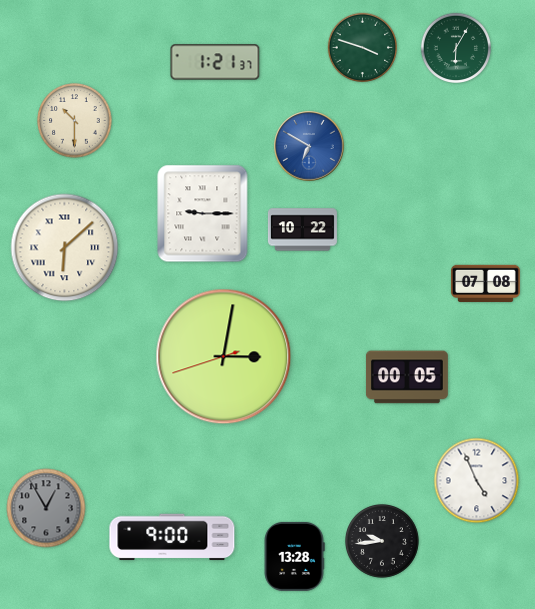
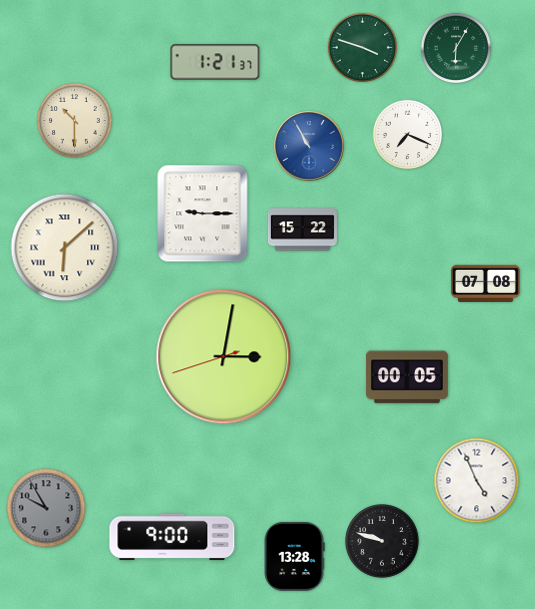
clock at (408, 135): none -> 7:19
clock at (309, 146): 6:50 -> 10:55
clock at (302, 230): 10:22 -> 15:22
clock at (46, 508): 12:55 -> 9:55
clock at (383, 542): 9:44 -> 9:48
